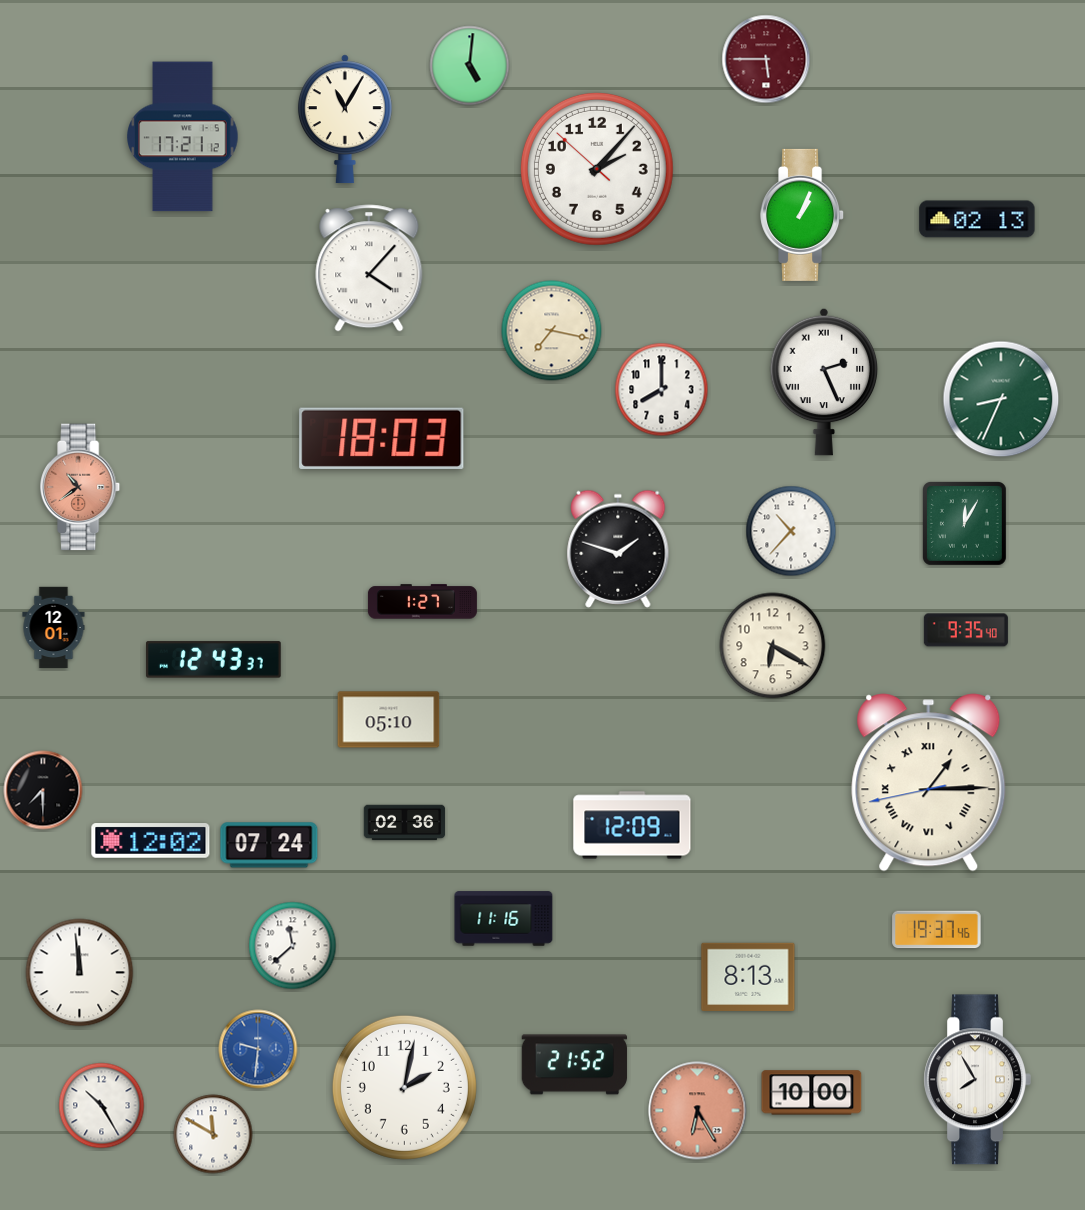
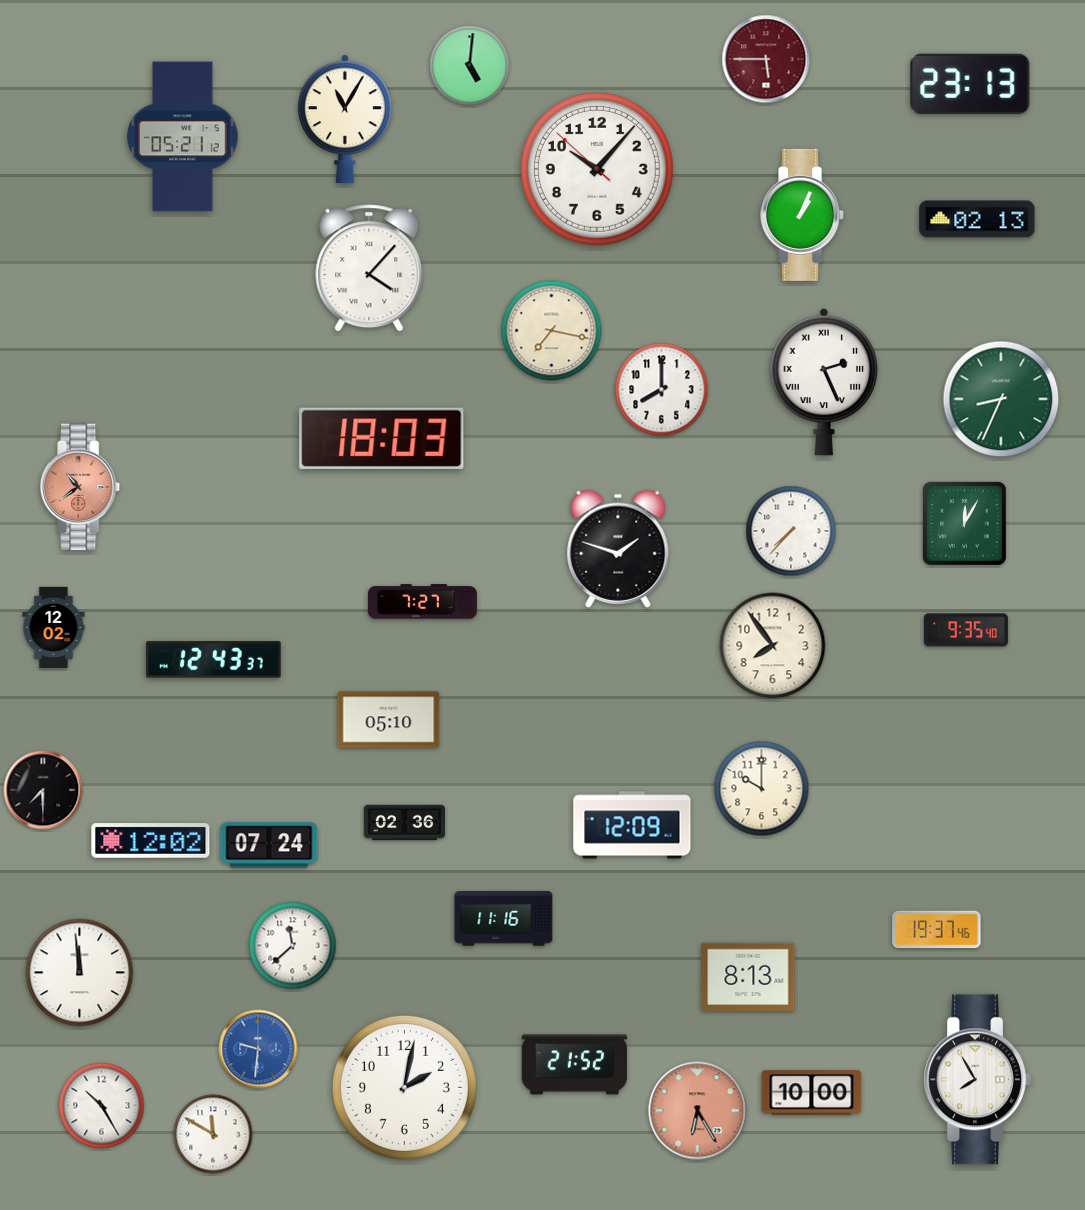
clock at (970, 84): none -> 23:13
clock at (183, 137): 17:21 -> 05:21
clock at (597, 169): 2:06 -> 10:06
clock at (791, 531): 10:37 -> 7:37
clock at (422, 602): 1:27 -> 7:27
clock at (54, 628): 12:01 -> 12:02
clock at (773, 646): 6:20 -> 7:54
clock at (929, 783): 1:14 -> none
clock at (762, 789): none -> 10:00
